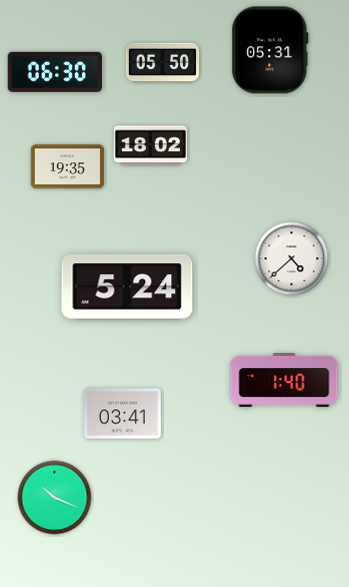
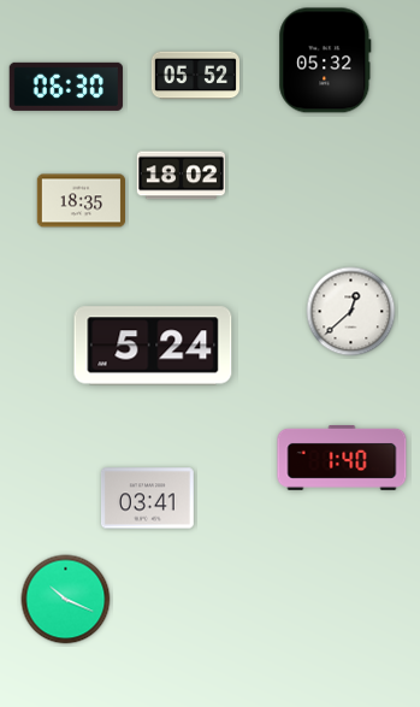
clock at (270, 50): 05:31 -> 05:32
clock at (163, 63): 05:50 -> 05:52
clock at (67, 167): 19:35 -> 18:35
clock at (292, 259): 4:38 -> 12:38
